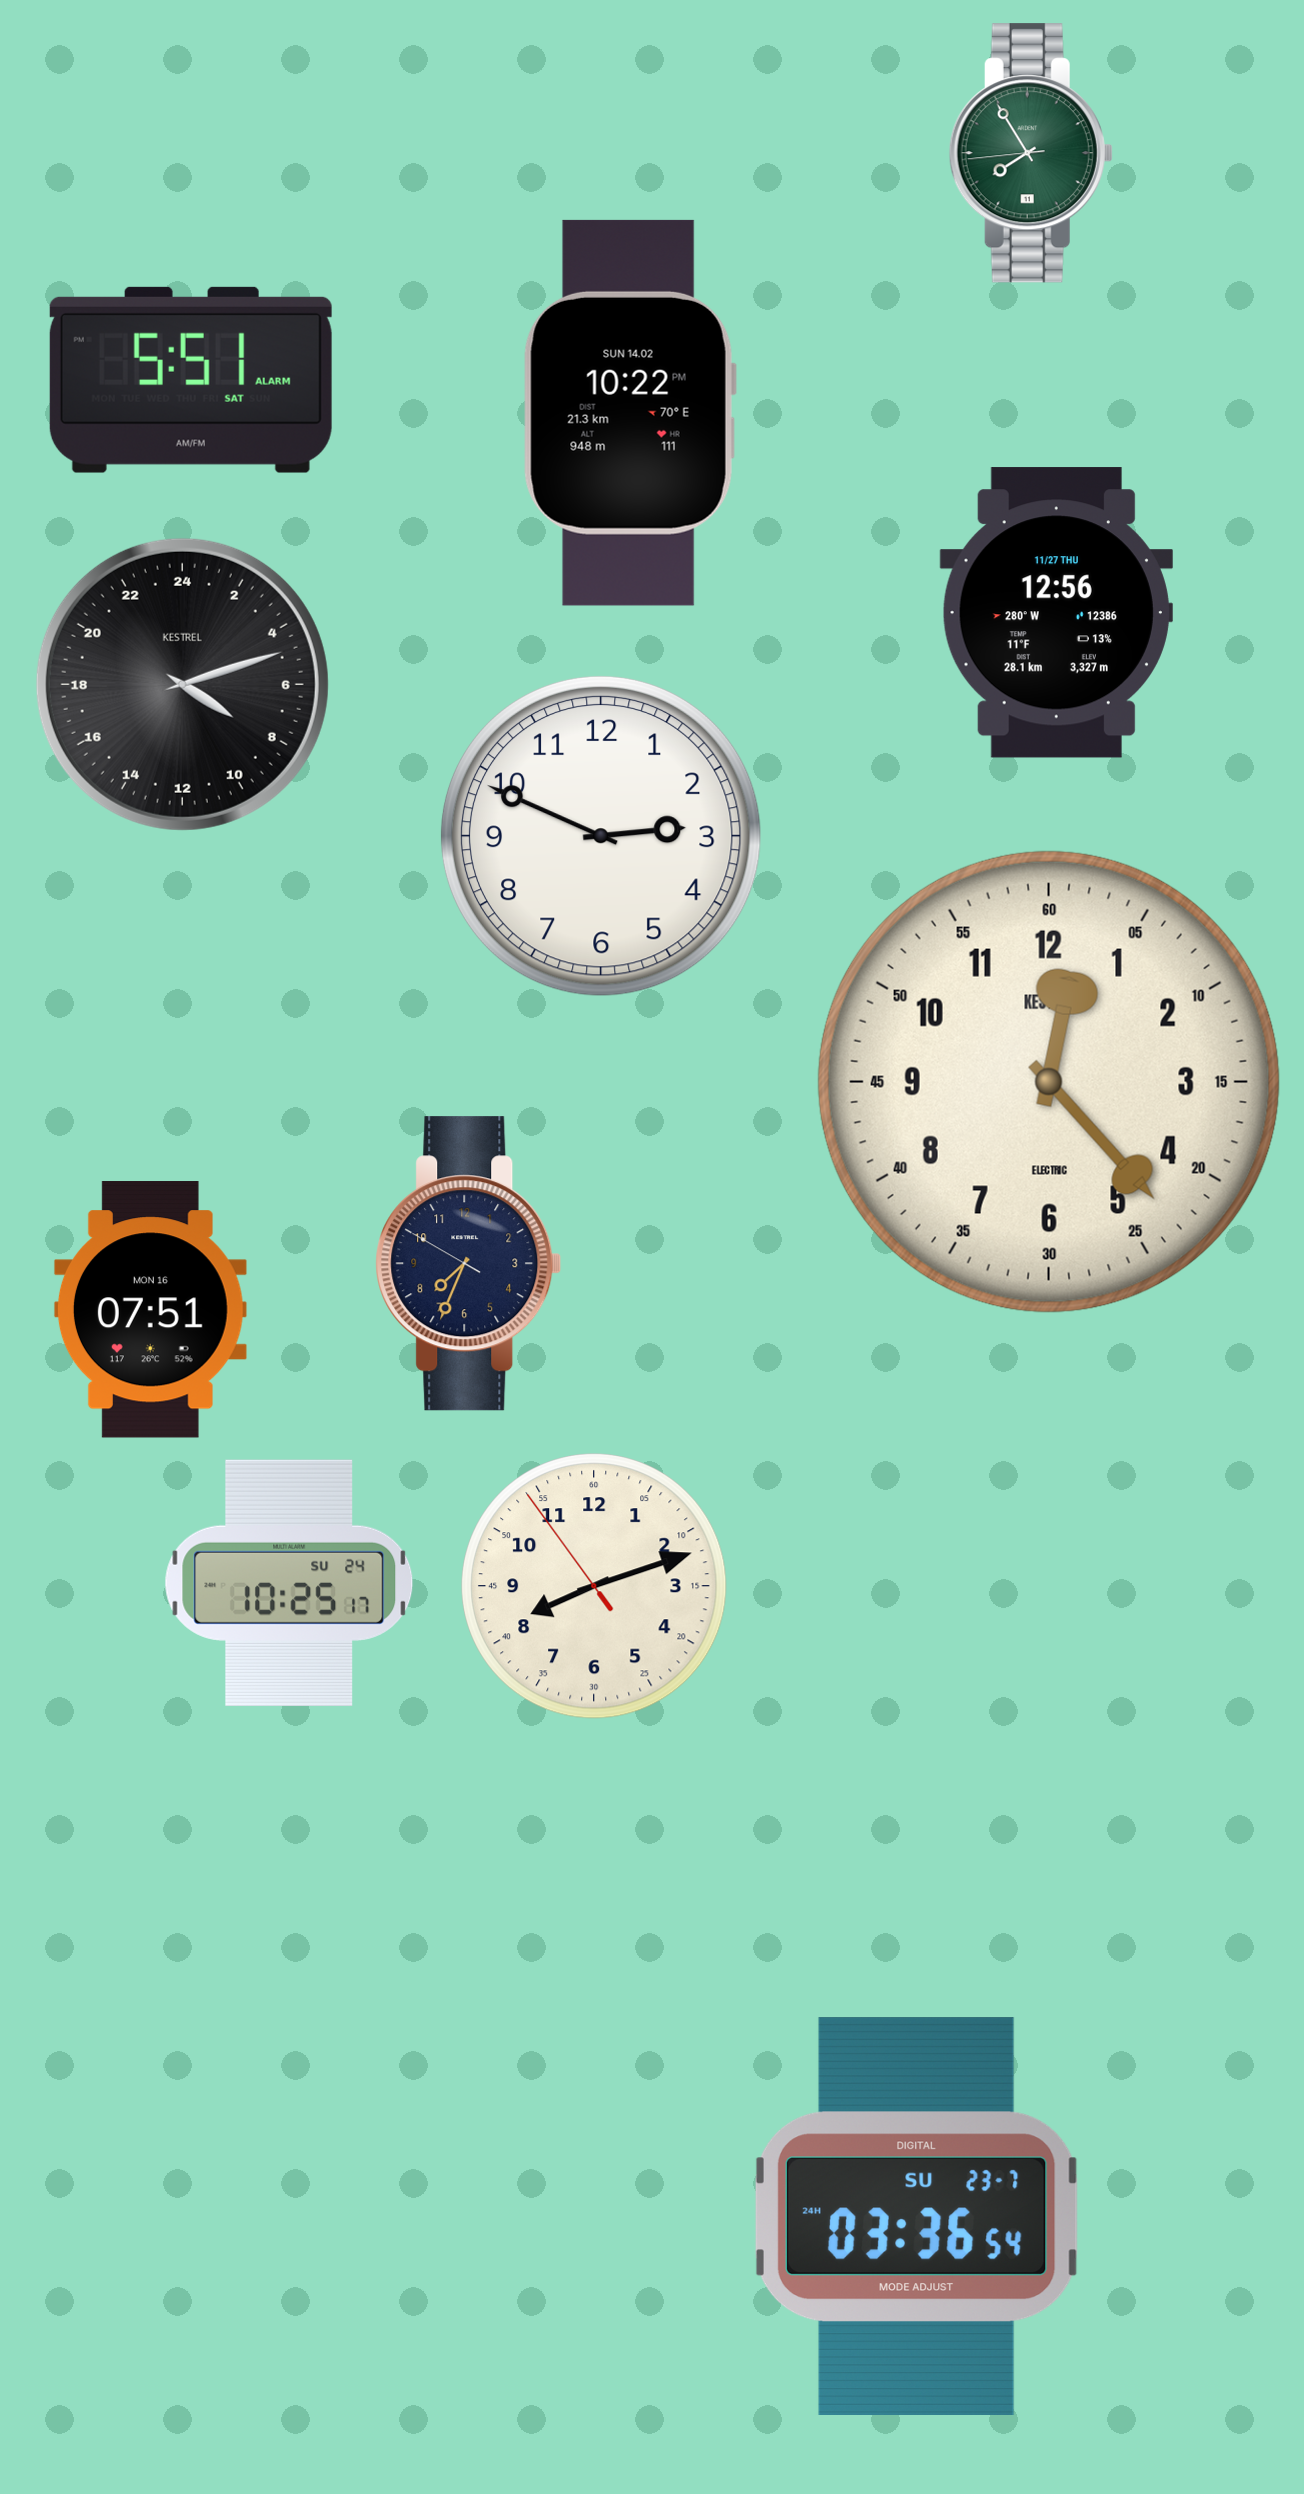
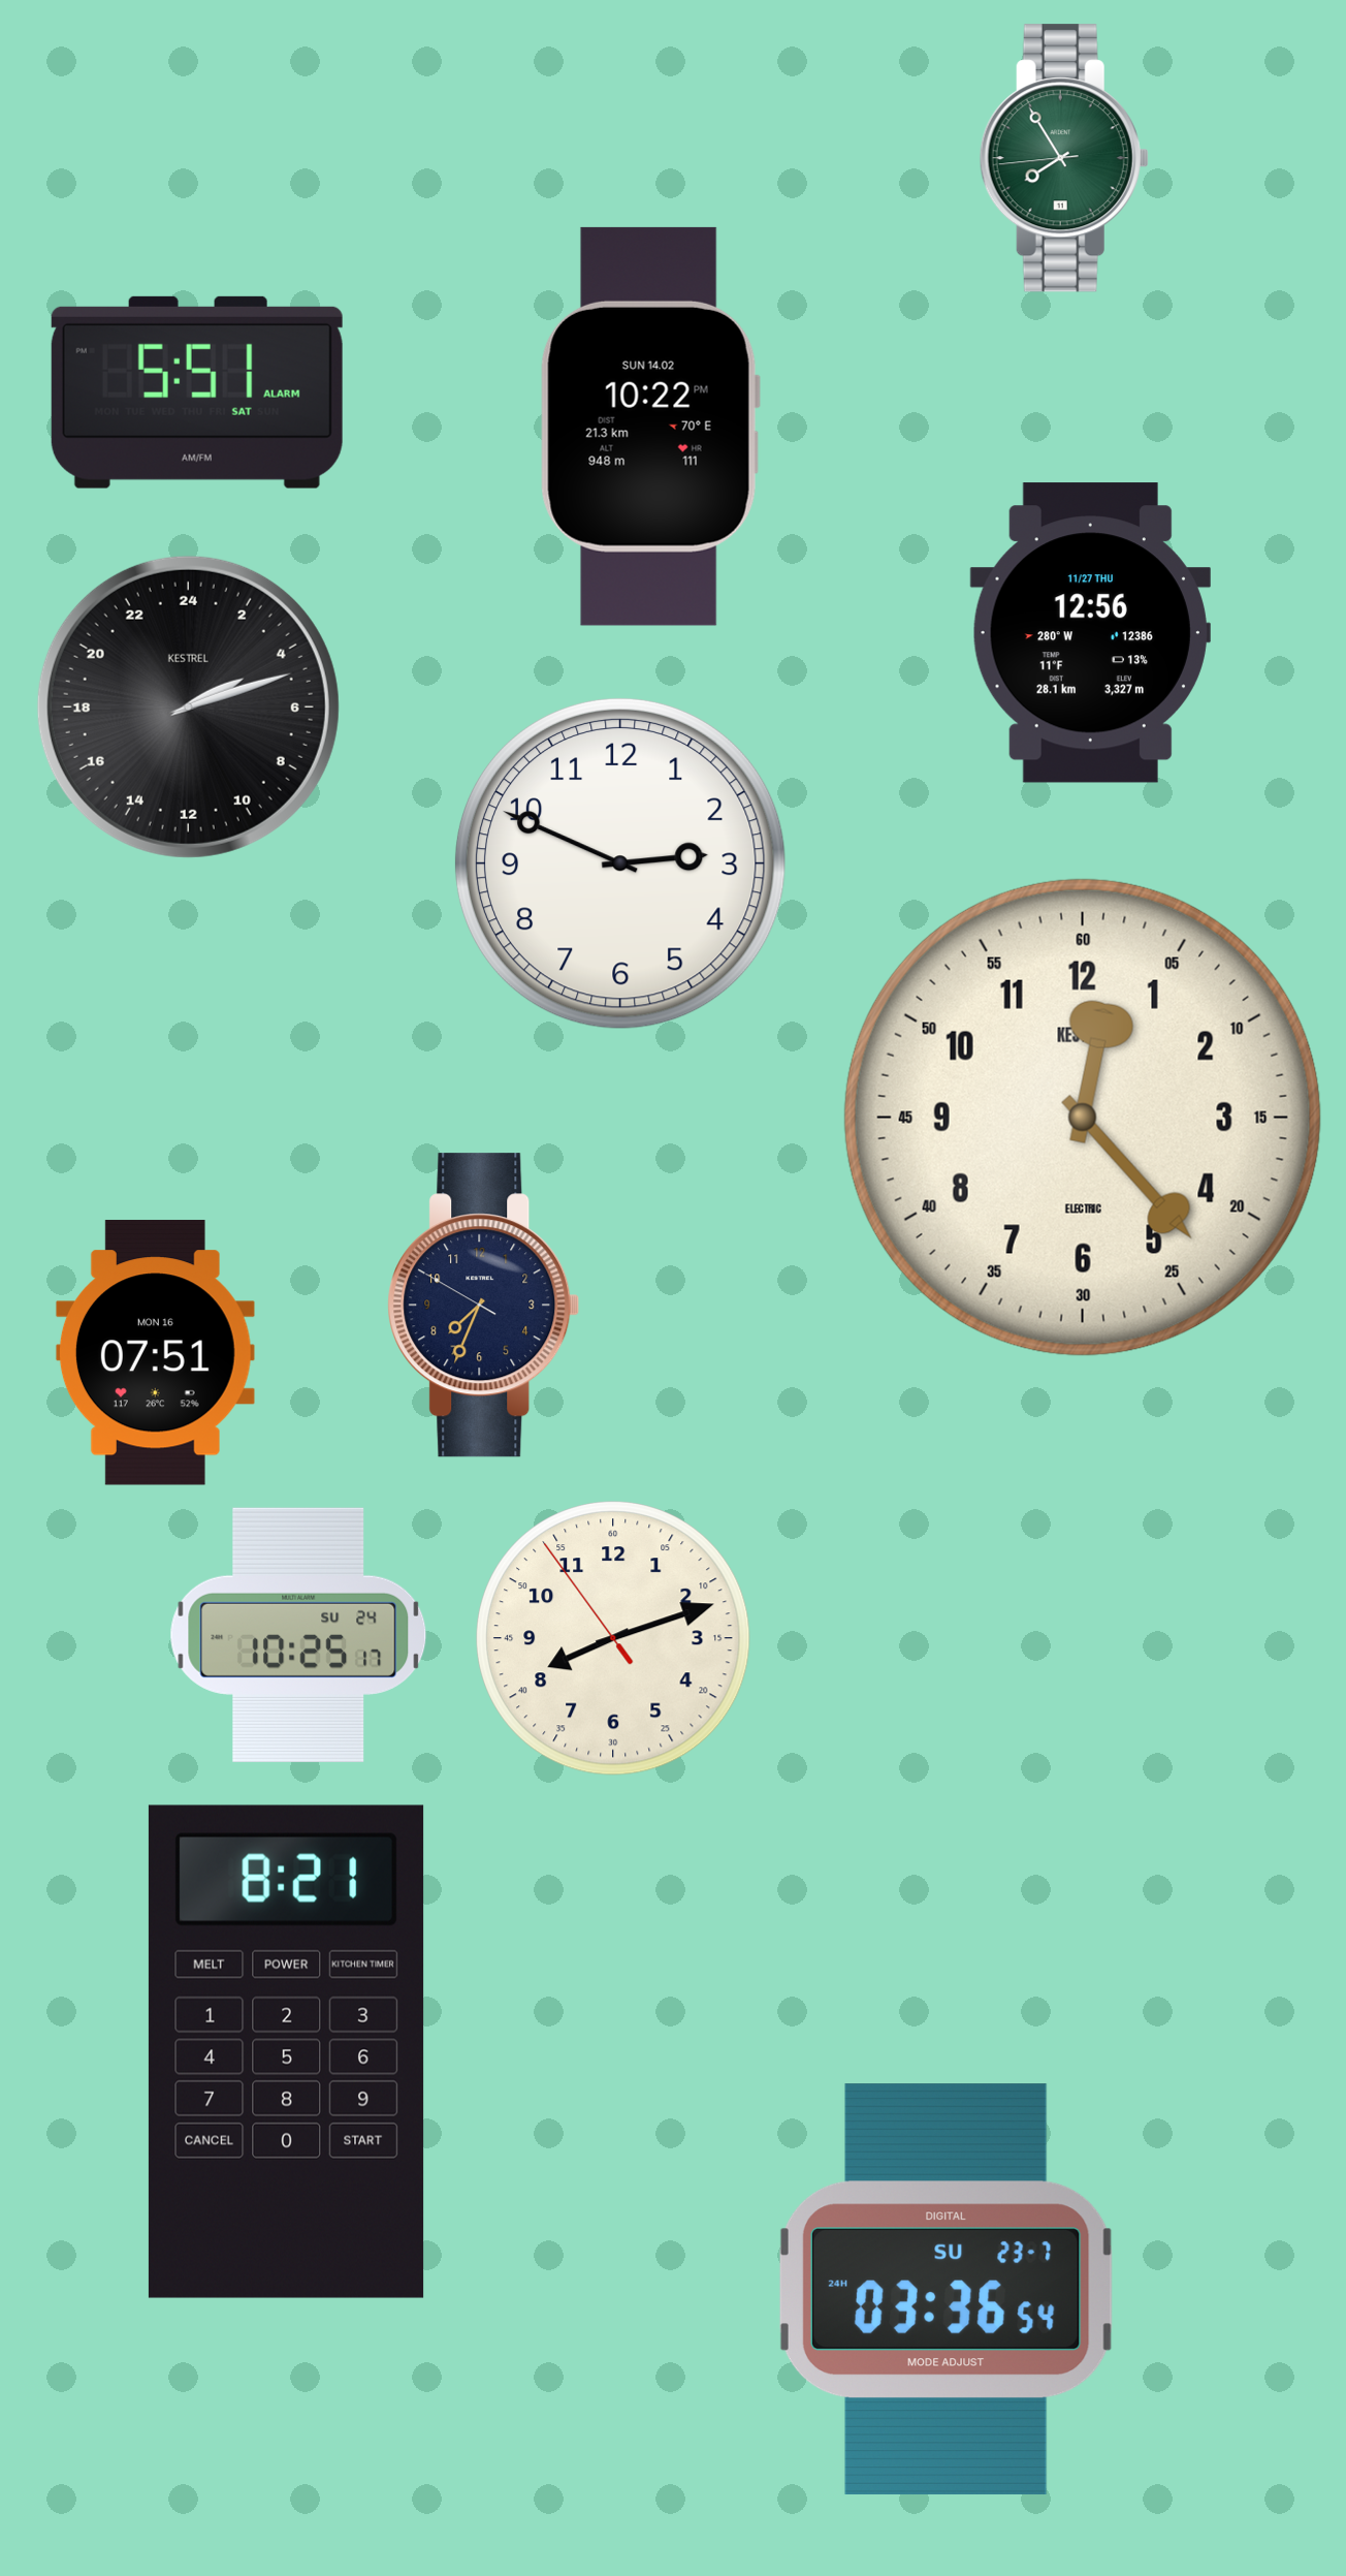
clock at (182, 684): 8:12 -> 4:12
clock at (286, 2051): none -> 8:21
